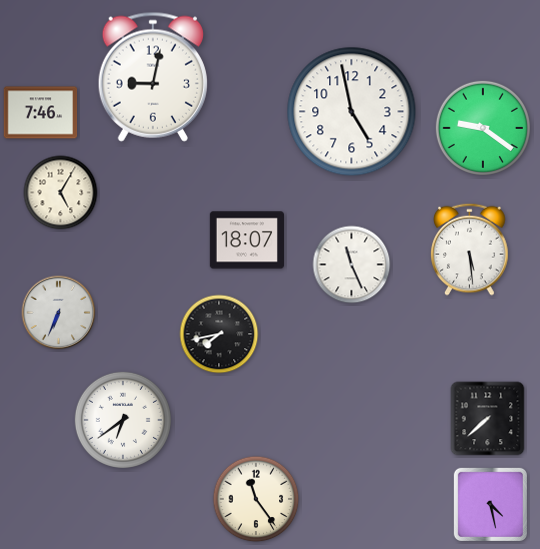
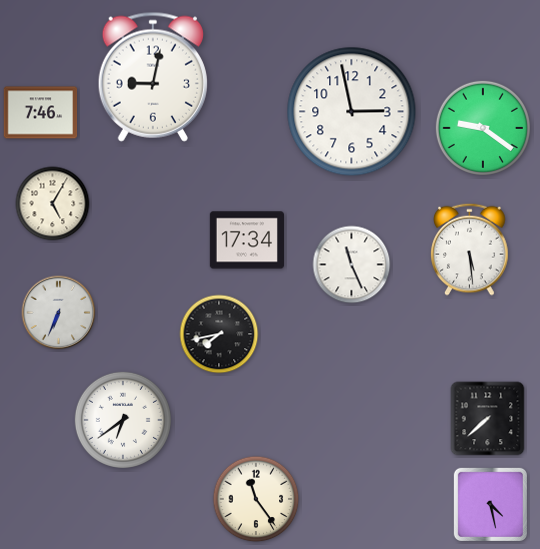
clock at (352, 112): 4:58 -> 2:58
clock at (61, 193) position: (61, 193) -> (53, 204)
clock at (246, 240): 18:07 -> 17:34
